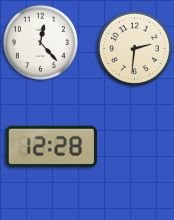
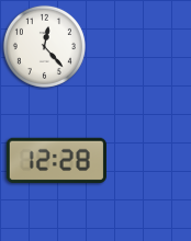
clock at (134, 48): 2:31 -> none
